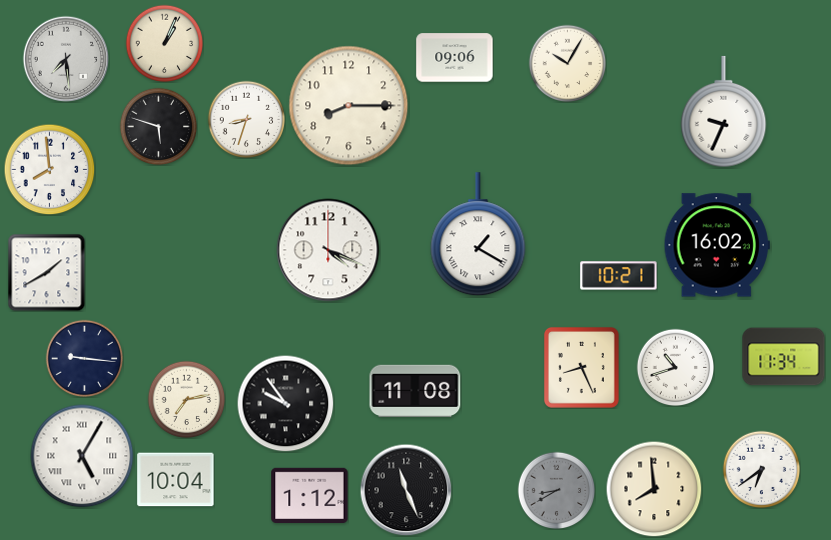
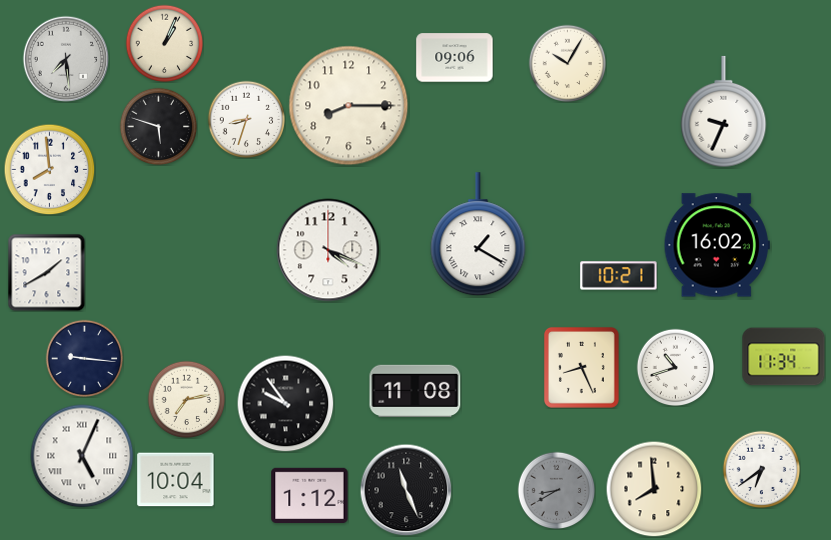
clock at (82, 456): 5:05 -> 5:04
